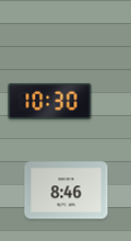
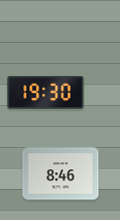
clock at (50, 101): 10:30 -> 19:30
